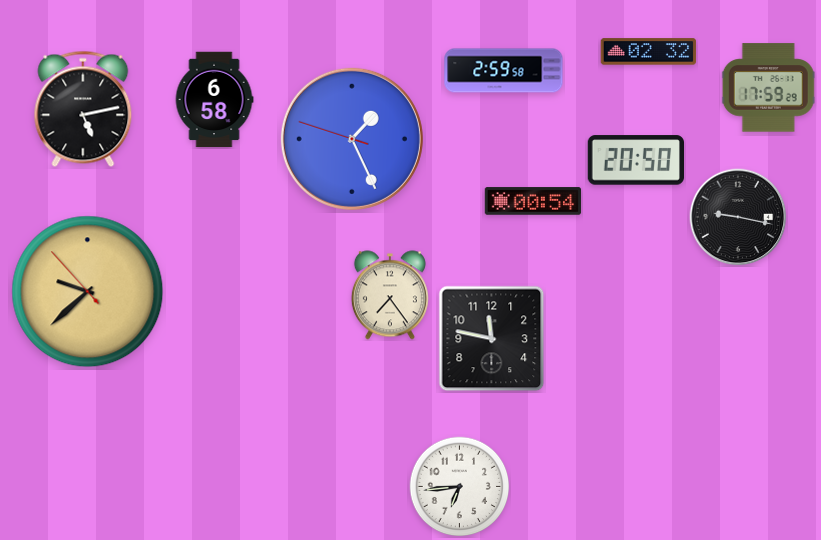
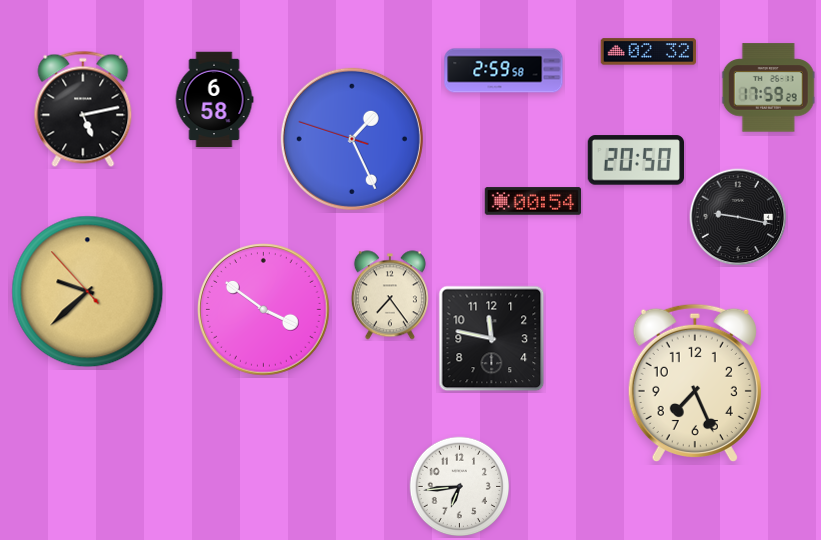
clock at (264, 310): none -> 3:51
clock at (695, 383): none -> 7:26
